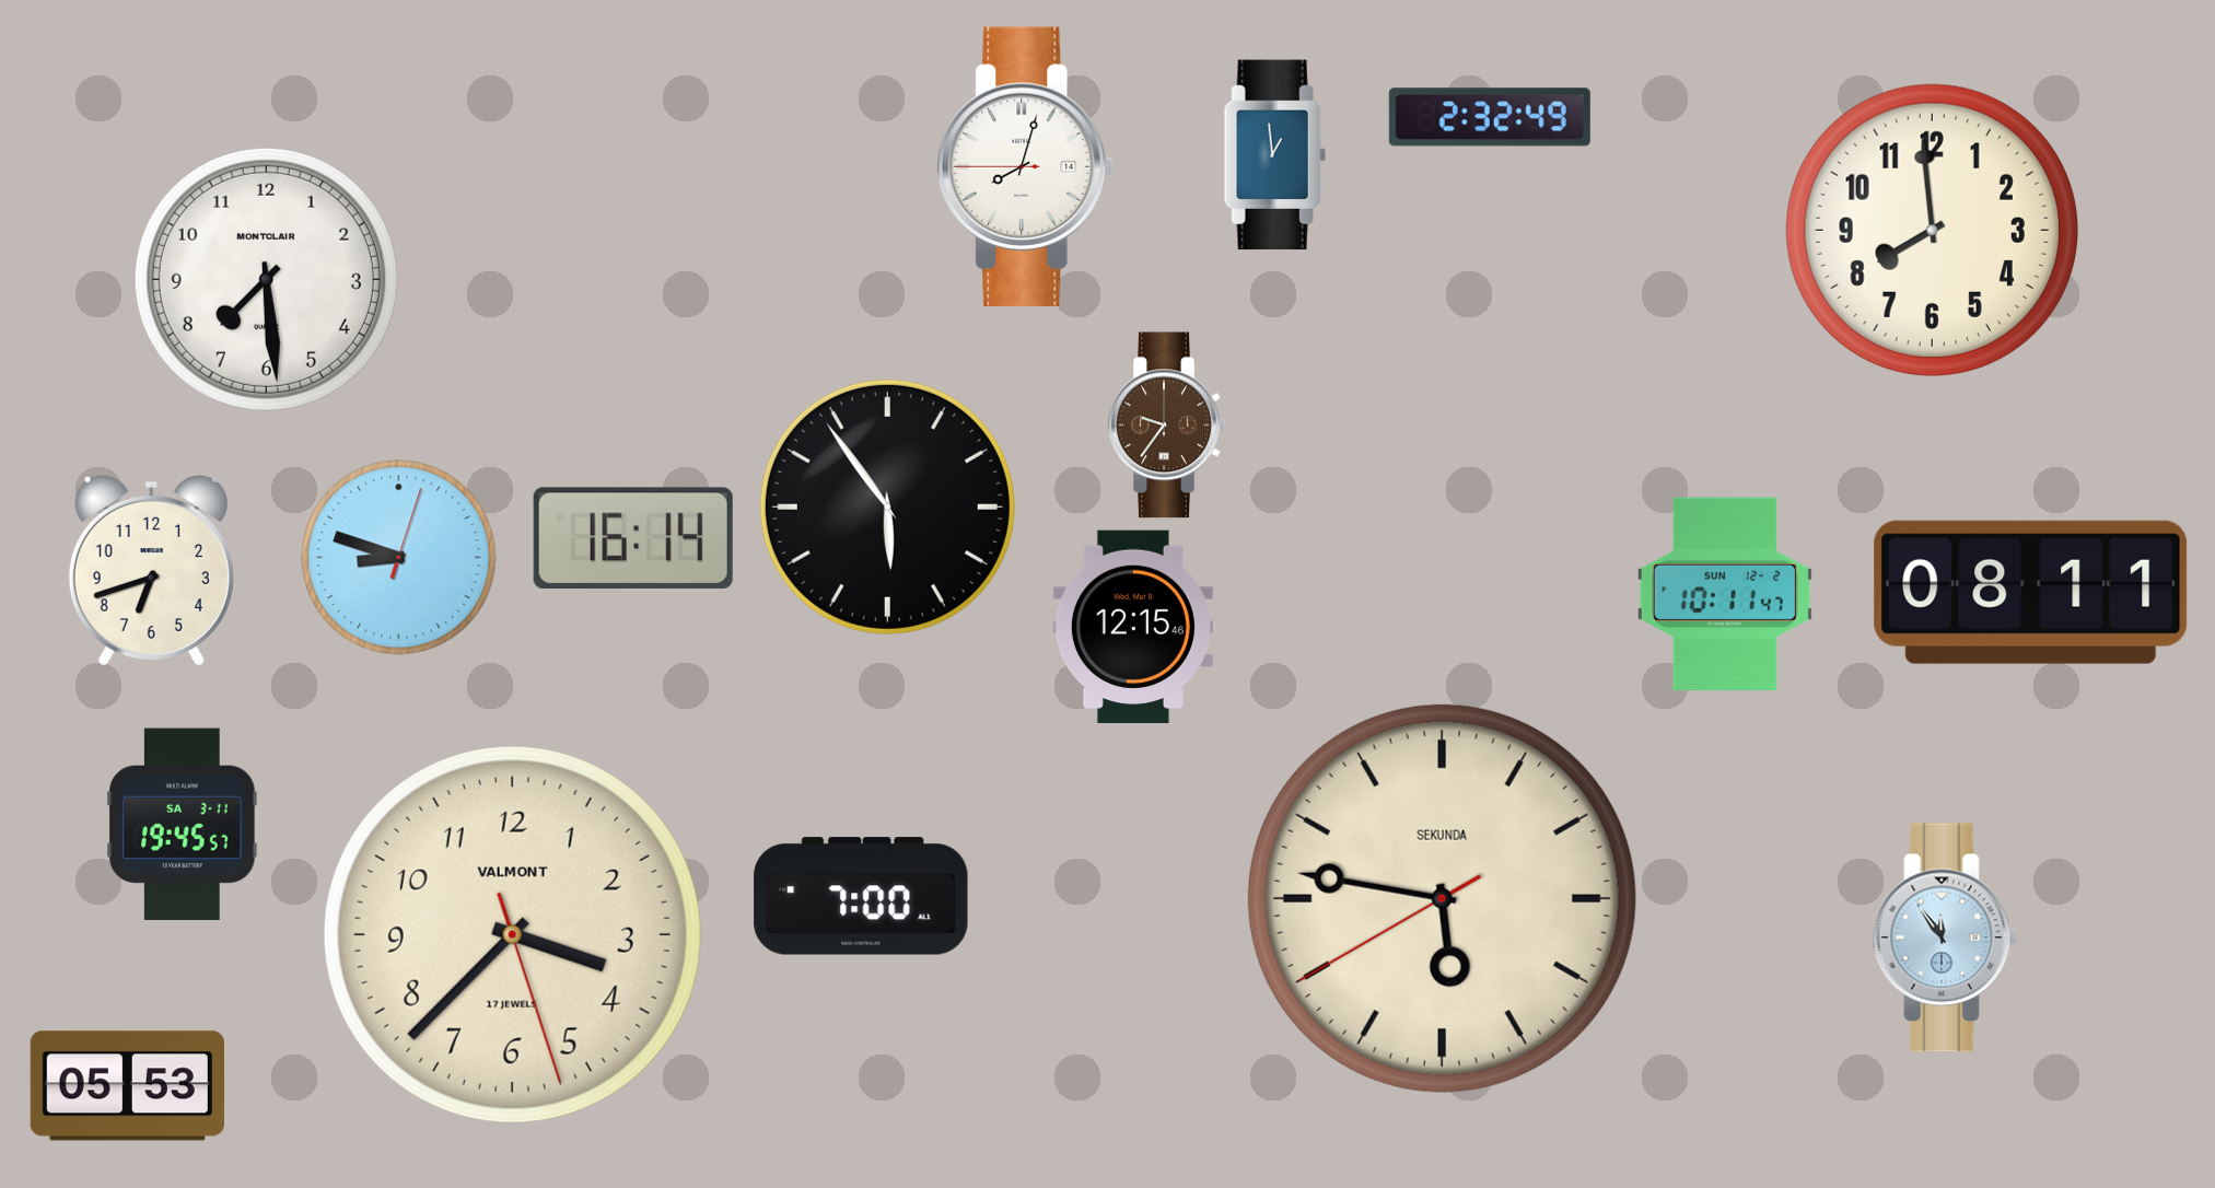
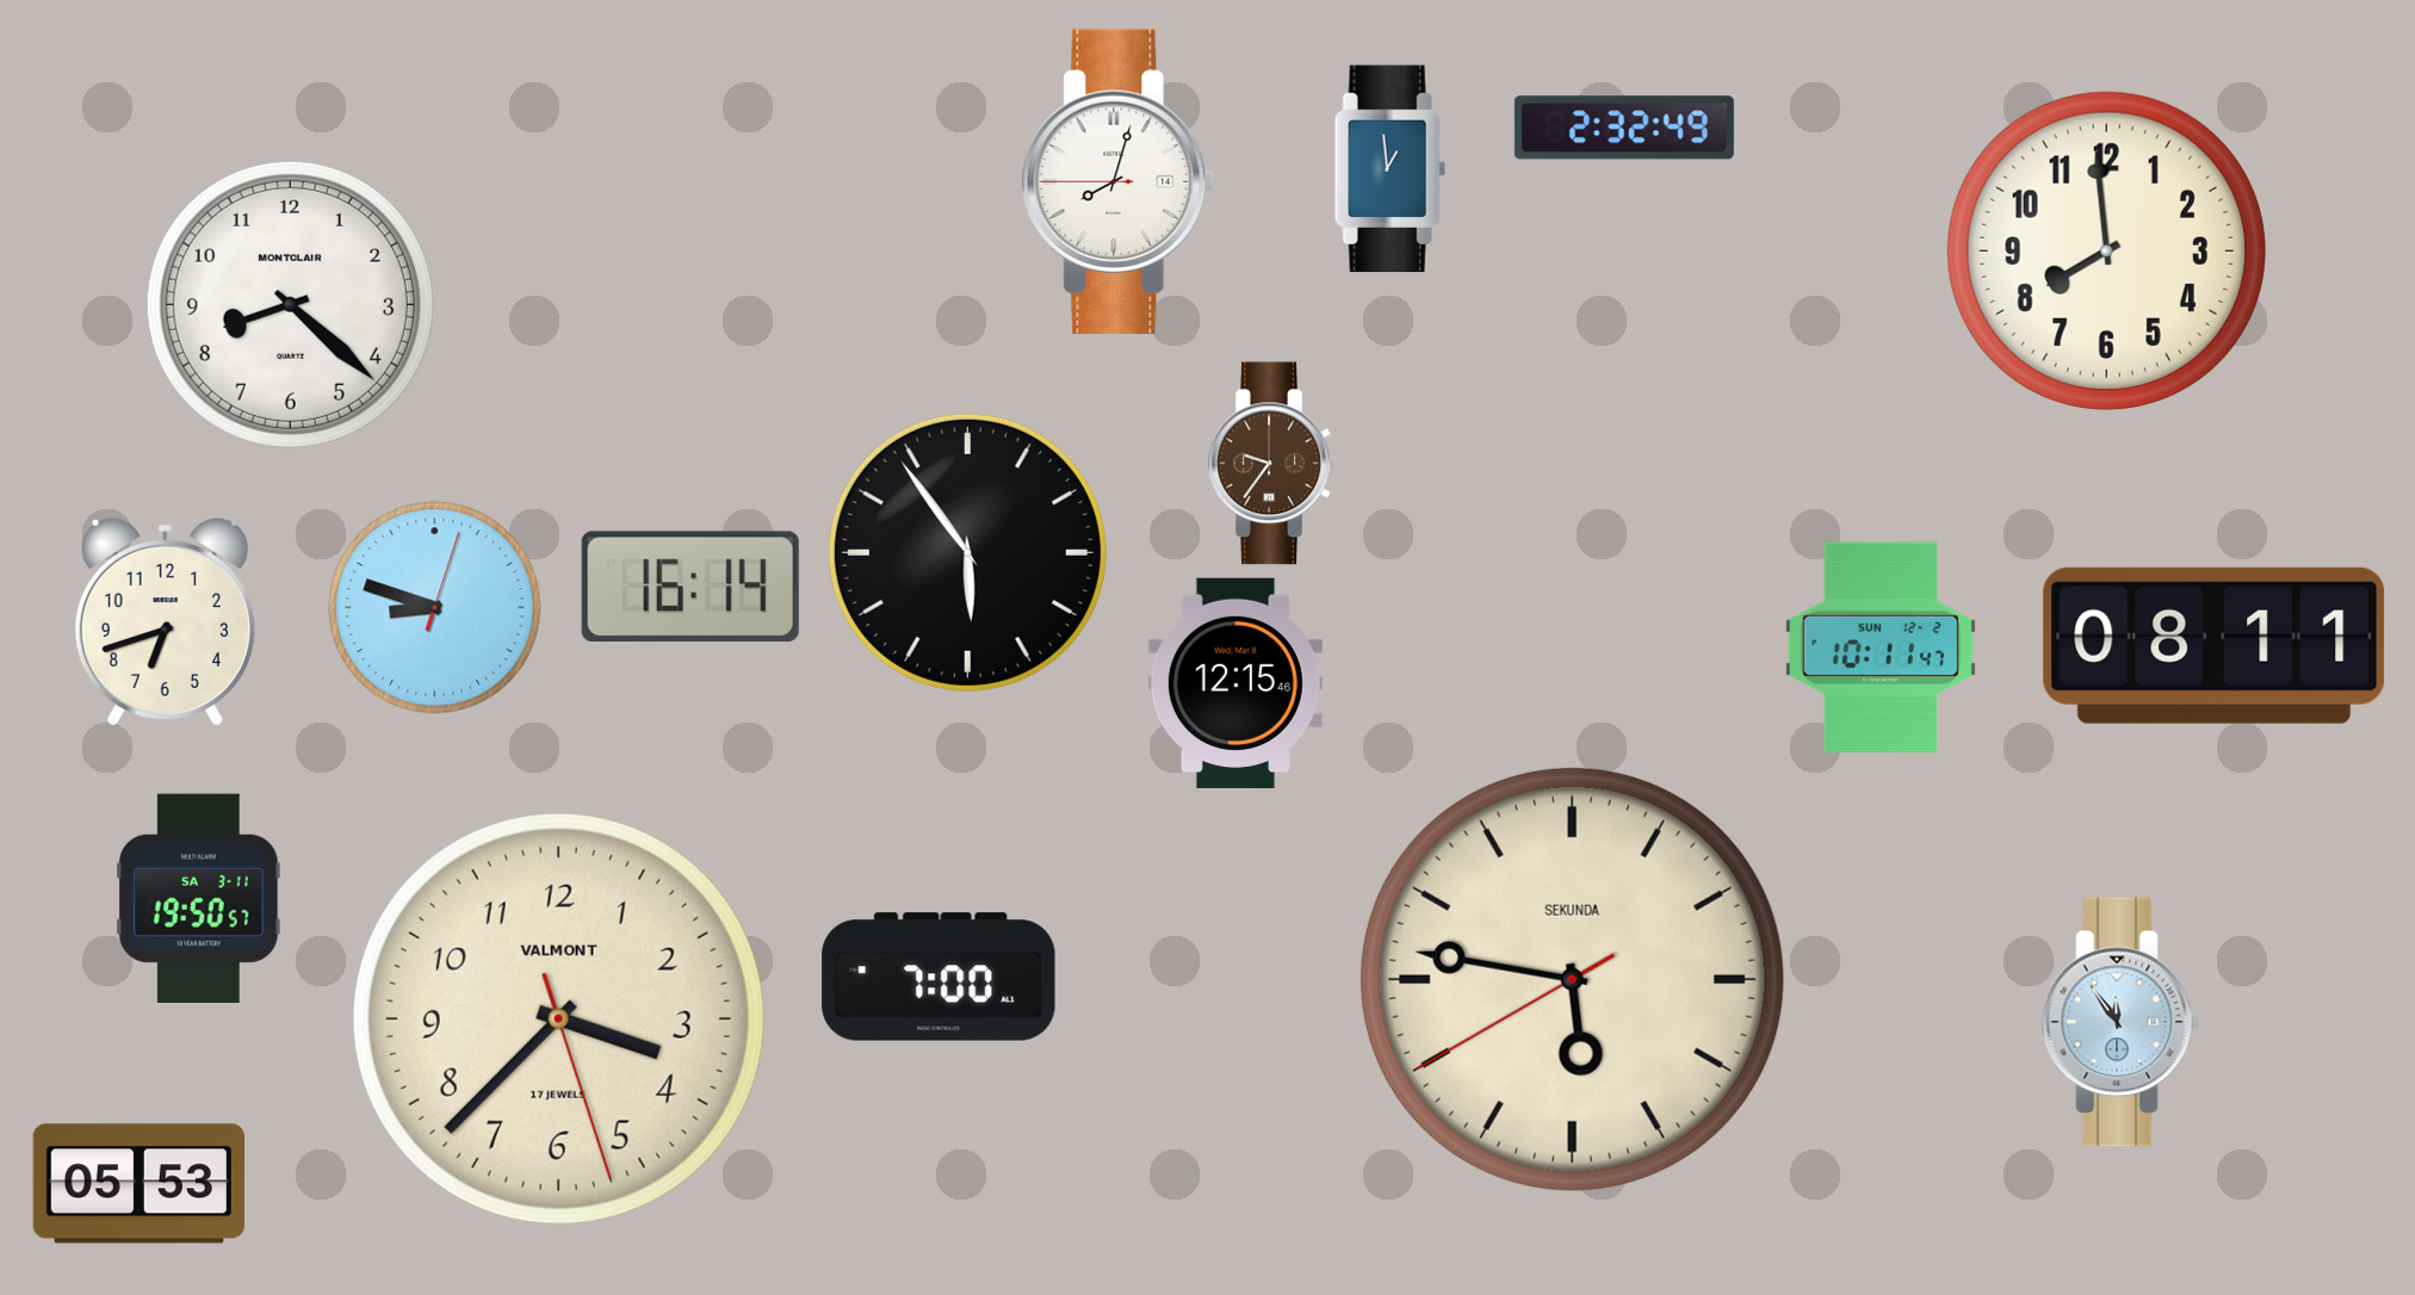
clock at (266, 279): 7:29 -> 8:22
clock at (183, 824): 19:45 -> 19:50
